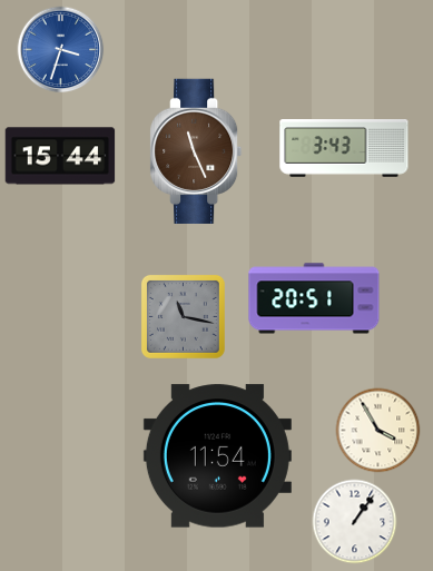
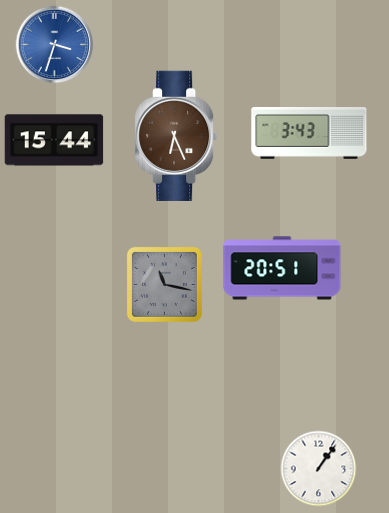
clock at (196, 151): 11:26 -> 6:26
clock at (378, 431): 3:55 -> none
clock at (217, 456): 11:54 -> none
